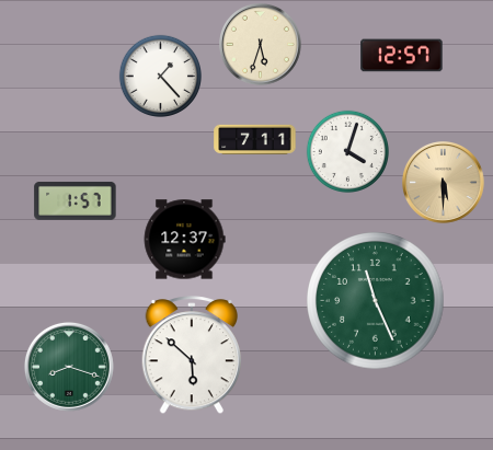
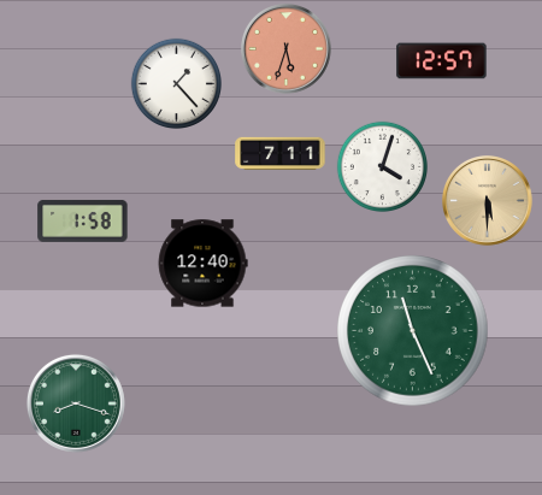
clock at (261, 45) dial: cream -> salmon
clock at (76, 200): 1:57 -> 1:58
clock at (184, 240): 12:37 -> 12:40
clock at (192, 356): 5:52 -> none
